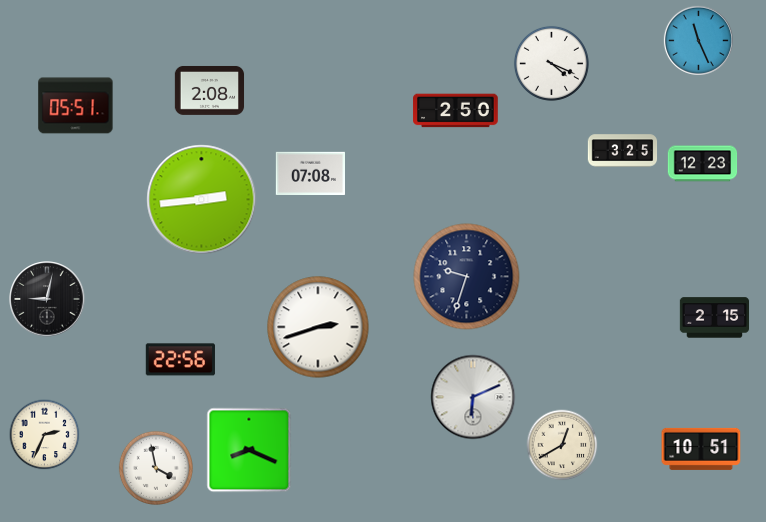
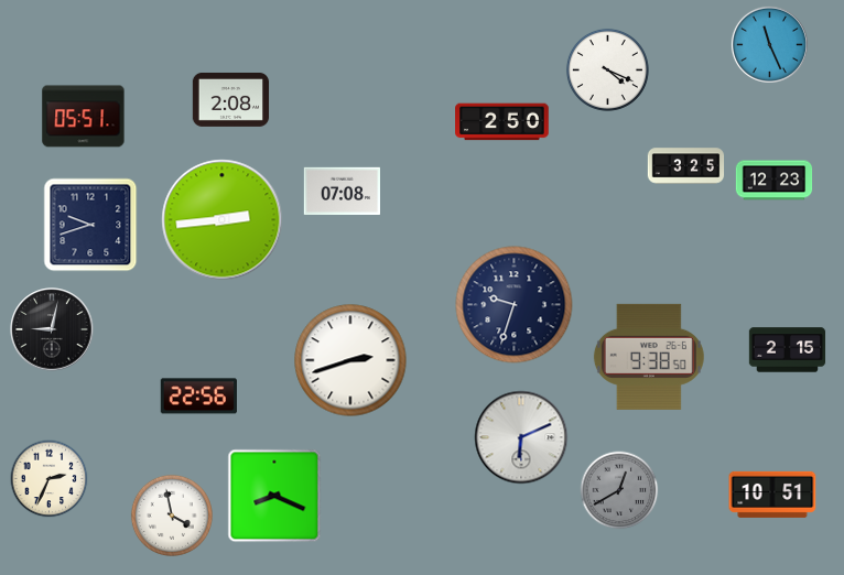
clock at (90, 225): none -> 9:42
clock at (649, 357): none -> 9:38
clock at (562, 445) dial: cream -> grey
